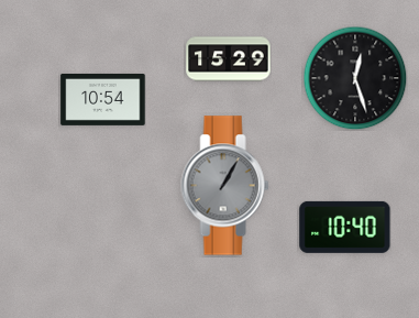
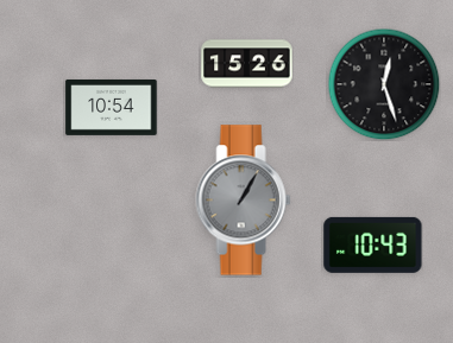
clock at (229, 59): 15:29 -> 15:26
clock at (345, 227): 10:40 -> 10:43
